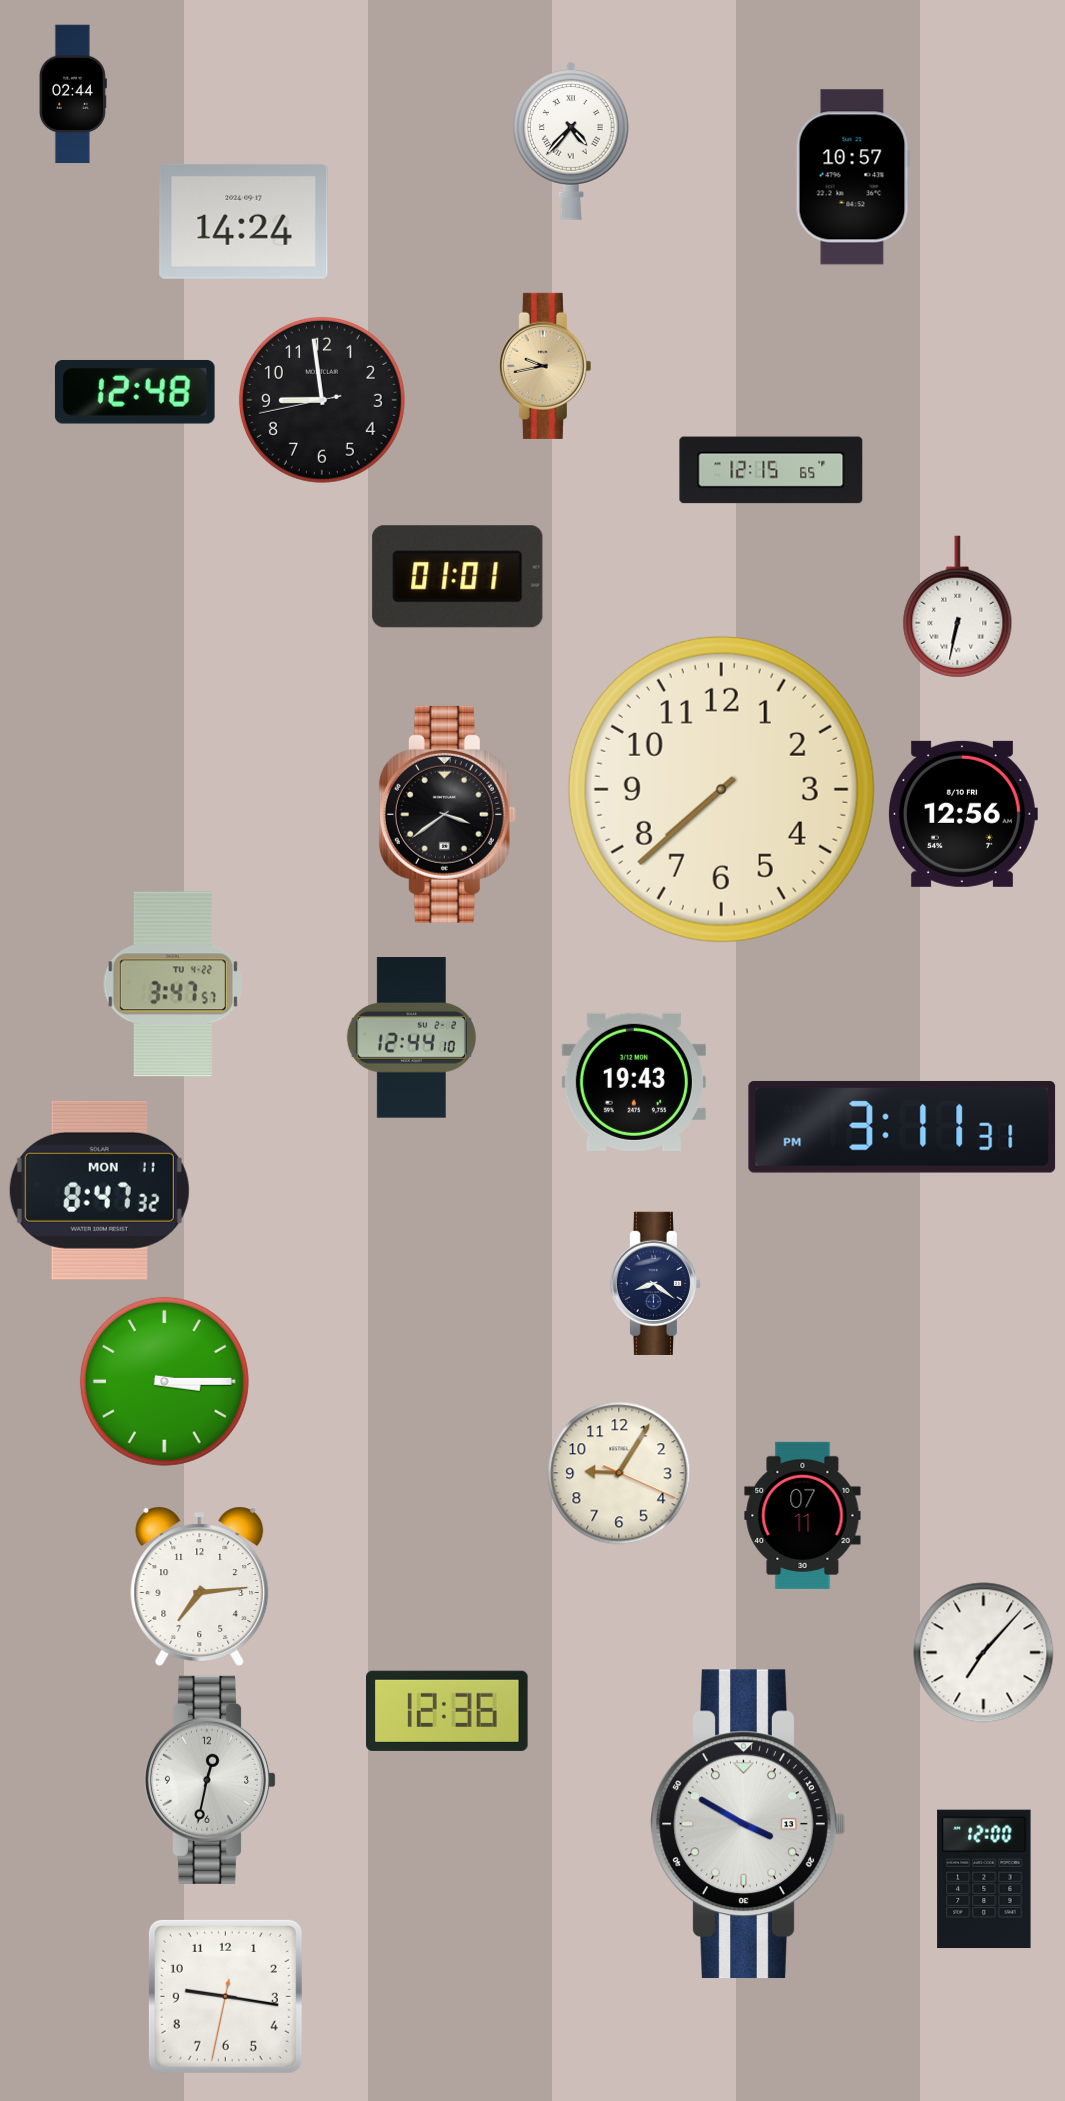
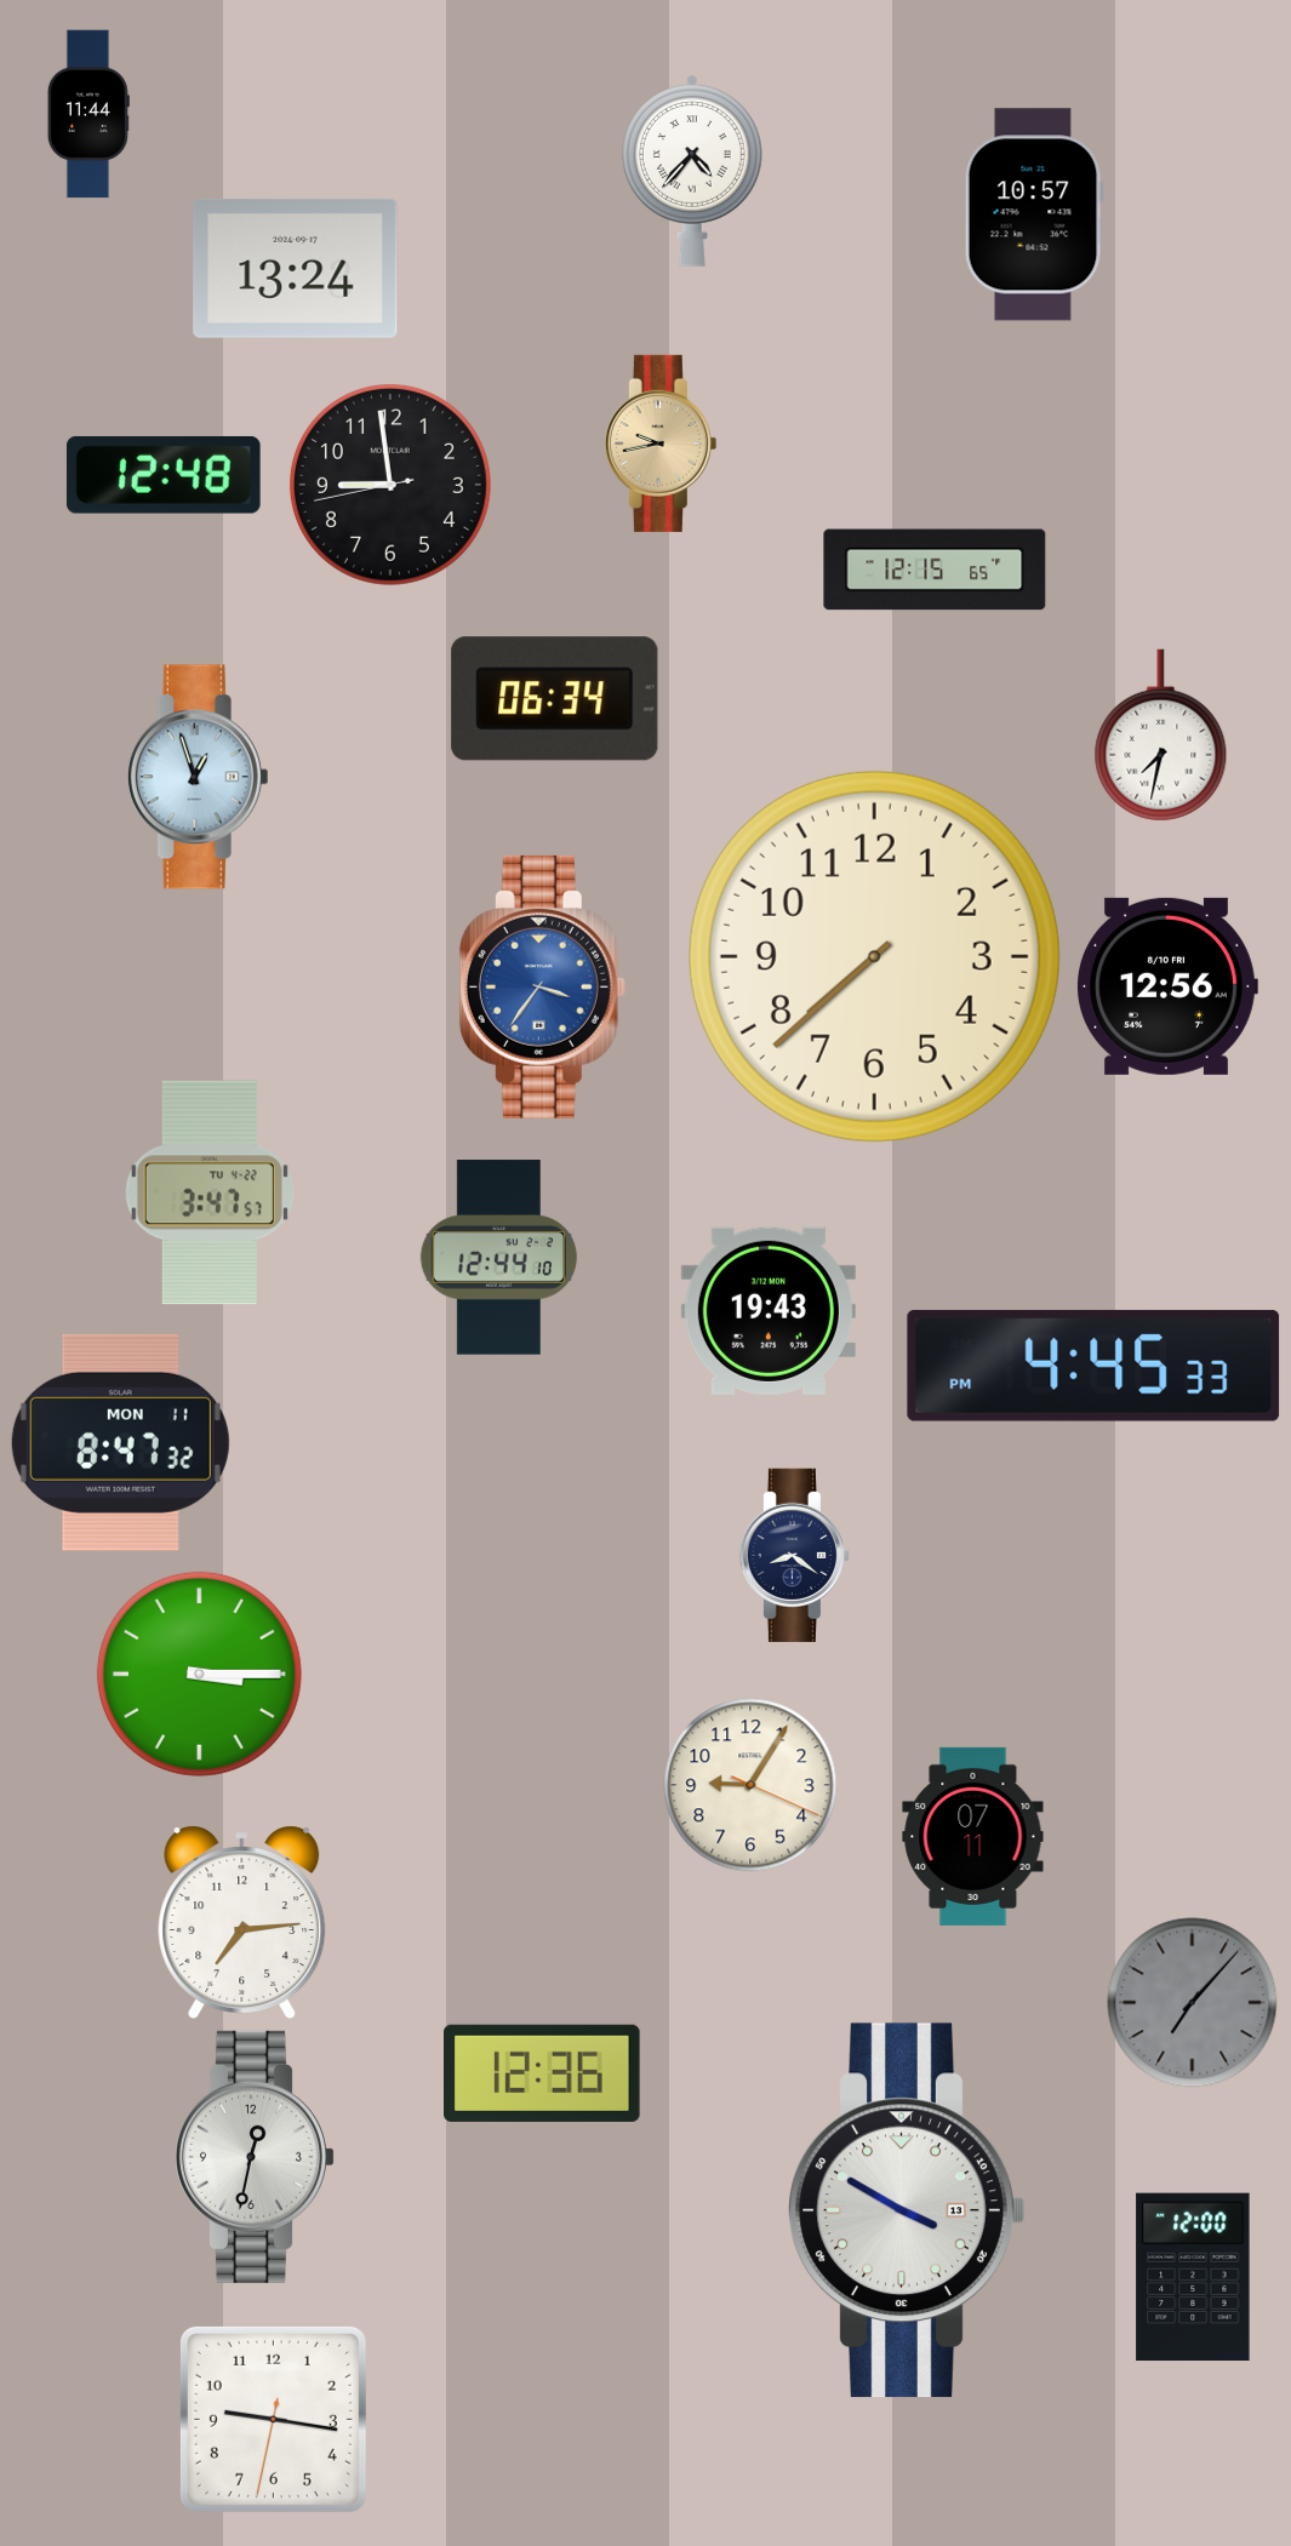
clock at (73, 94): 02:44 -> 11:44
clock at (244, 221): 14:24 -> 13:24
clock at (458, 577): 01:01 -> 06:34
clock at (958, 607): 6:32 -> 7:32
clock at (198, 777): none -> 12:57
clock at (447, 814): 3:39 -> 3:36
clock at (447, 814) dial: black -> blue
clock at (902, 1127): 3:11 -> 4:45
clock at (984, 1653) dial: white -> grey
